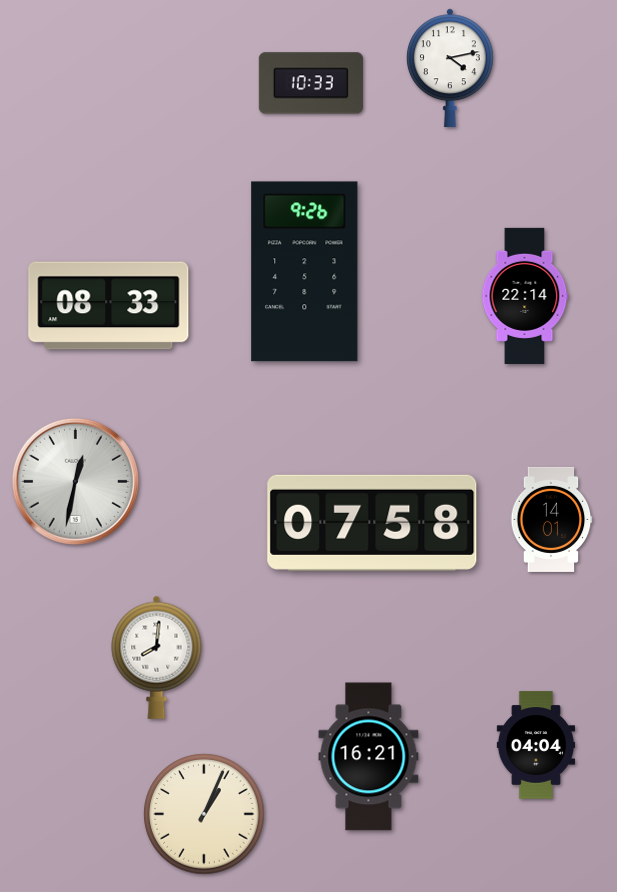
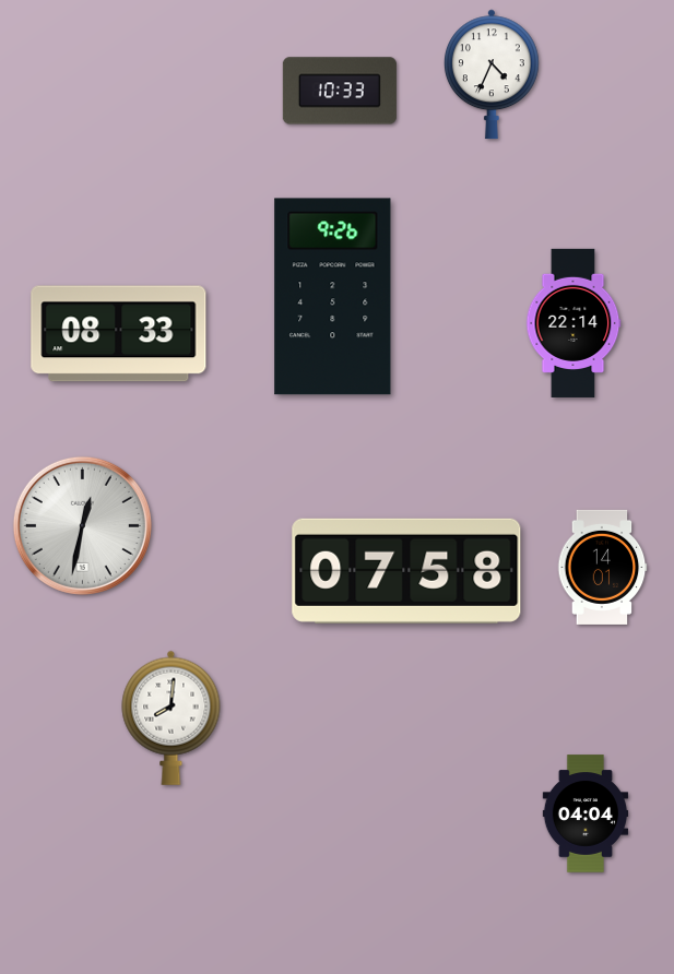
clock at (450, 68): 4:13 -> 4:34
clock at (369, 757): 16:21 -> none
clock at (204, 814): 1:04 -> none
